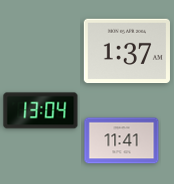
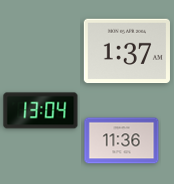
clock at (122, 141): 11:41 -> 11:36
